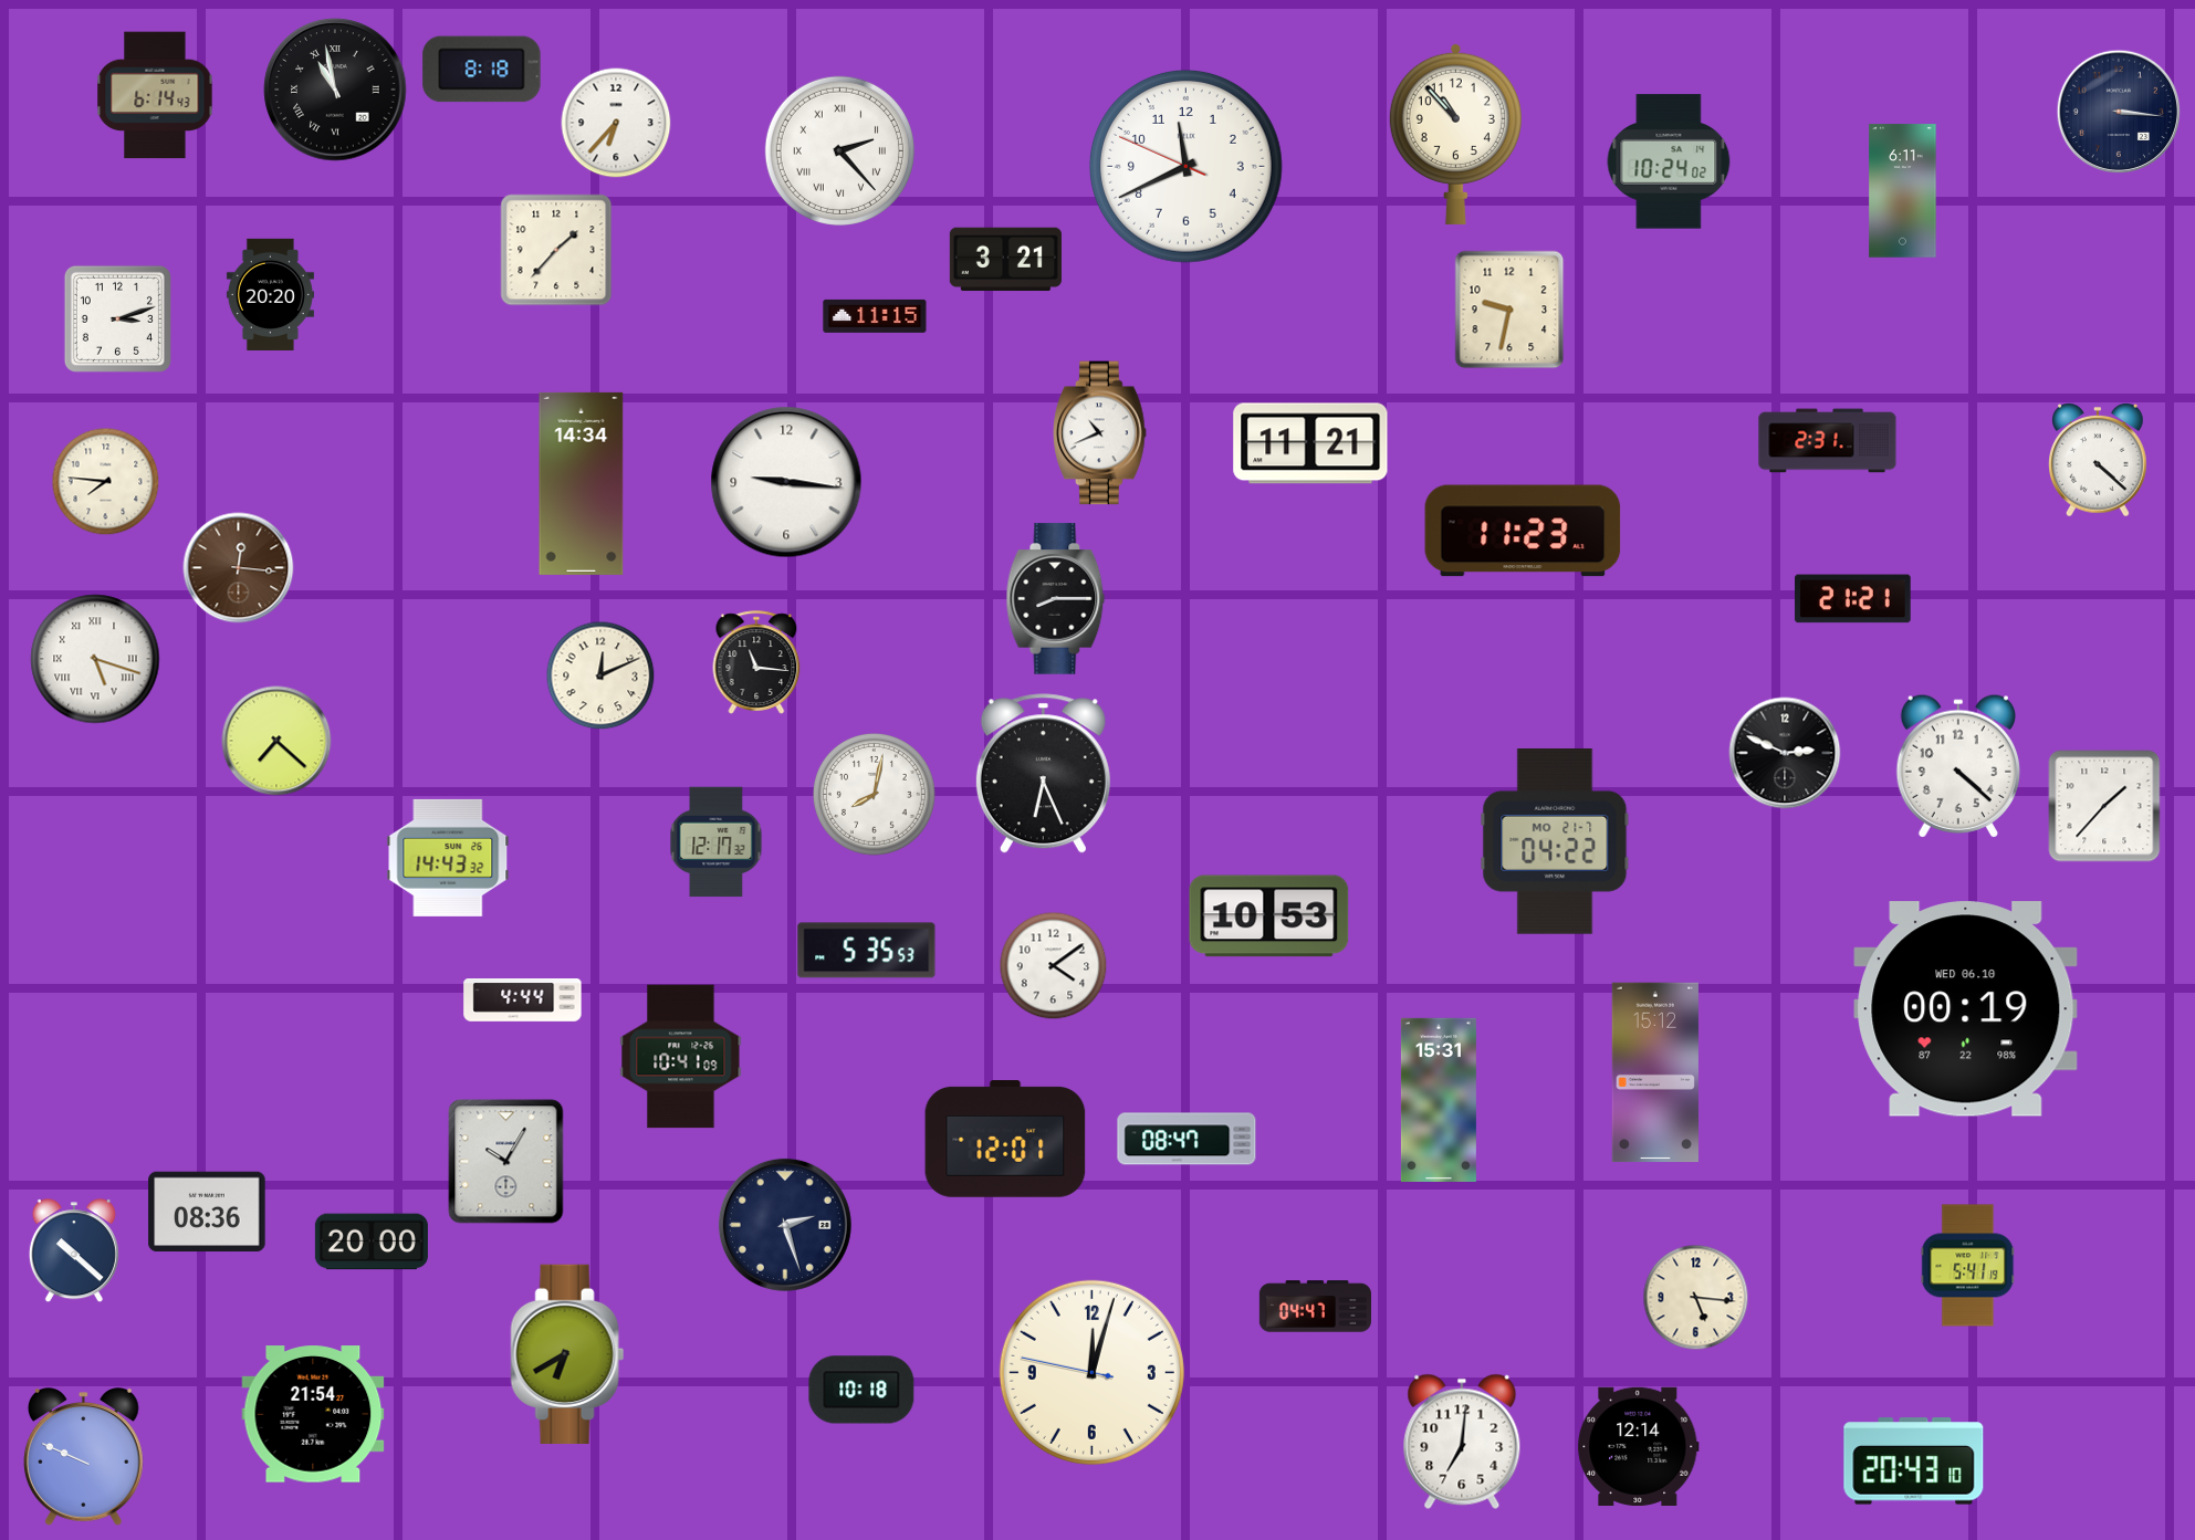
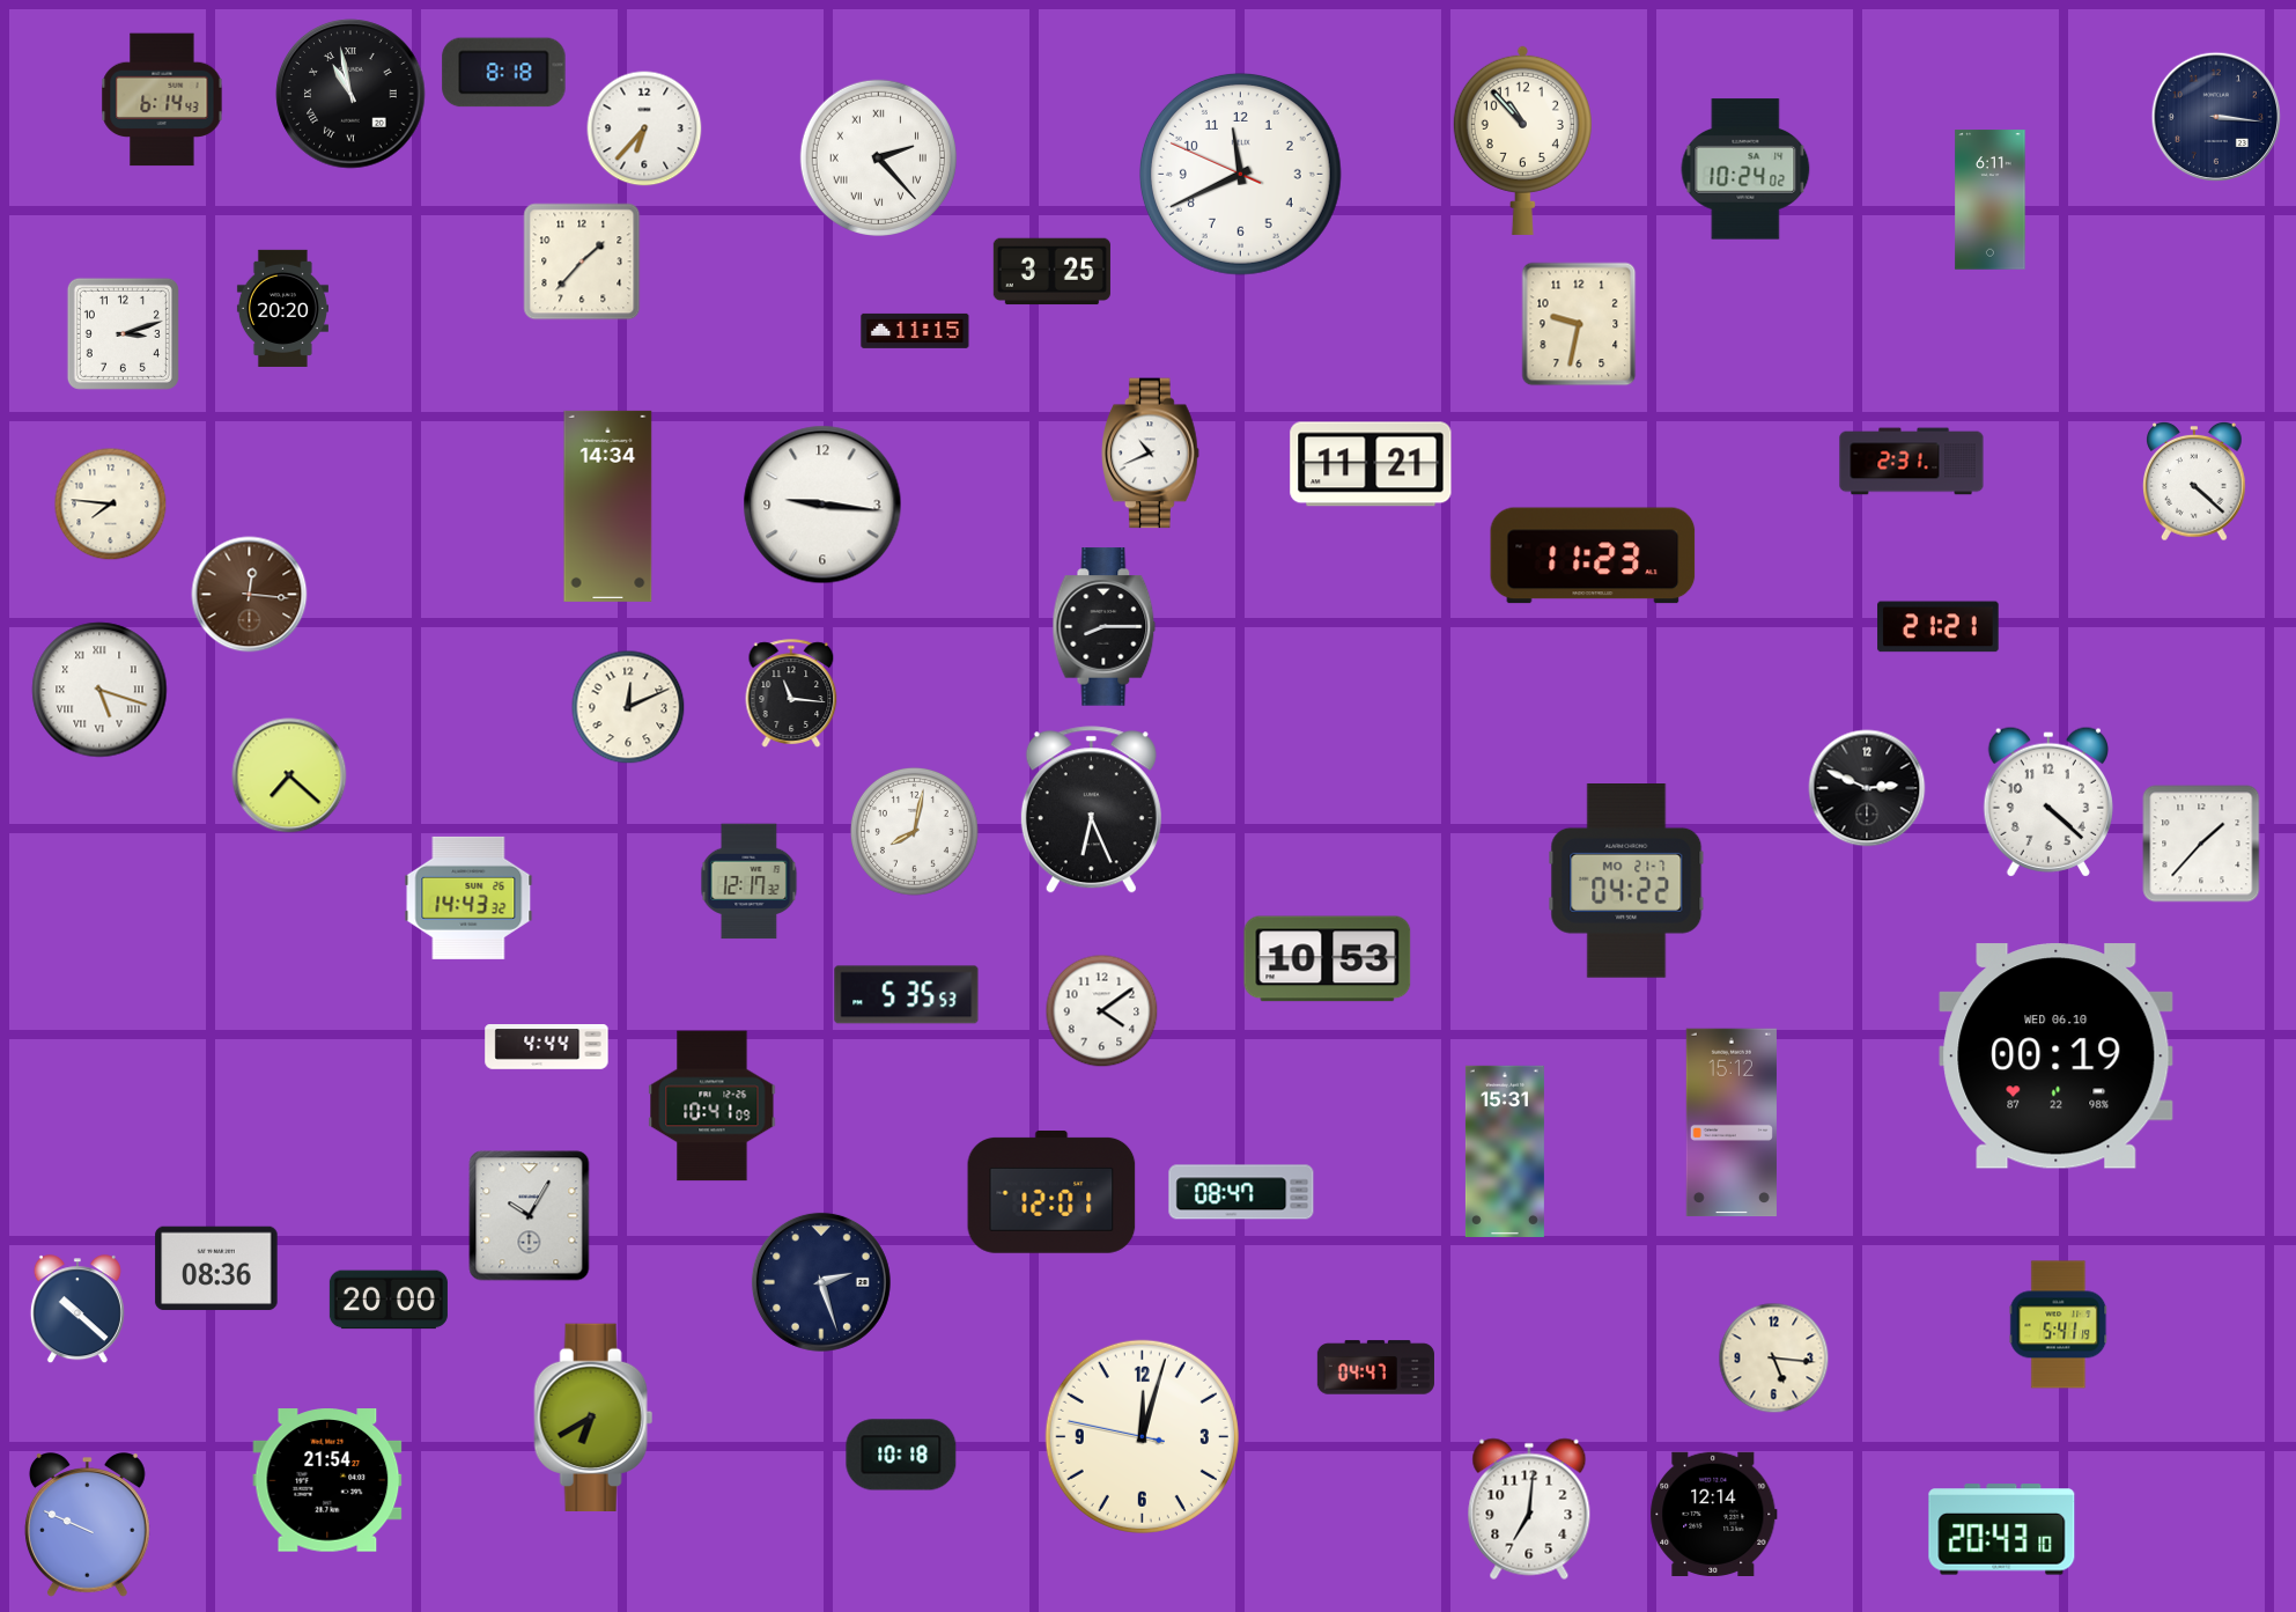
clock at (1005, 260): 3:21 -> 3:25
